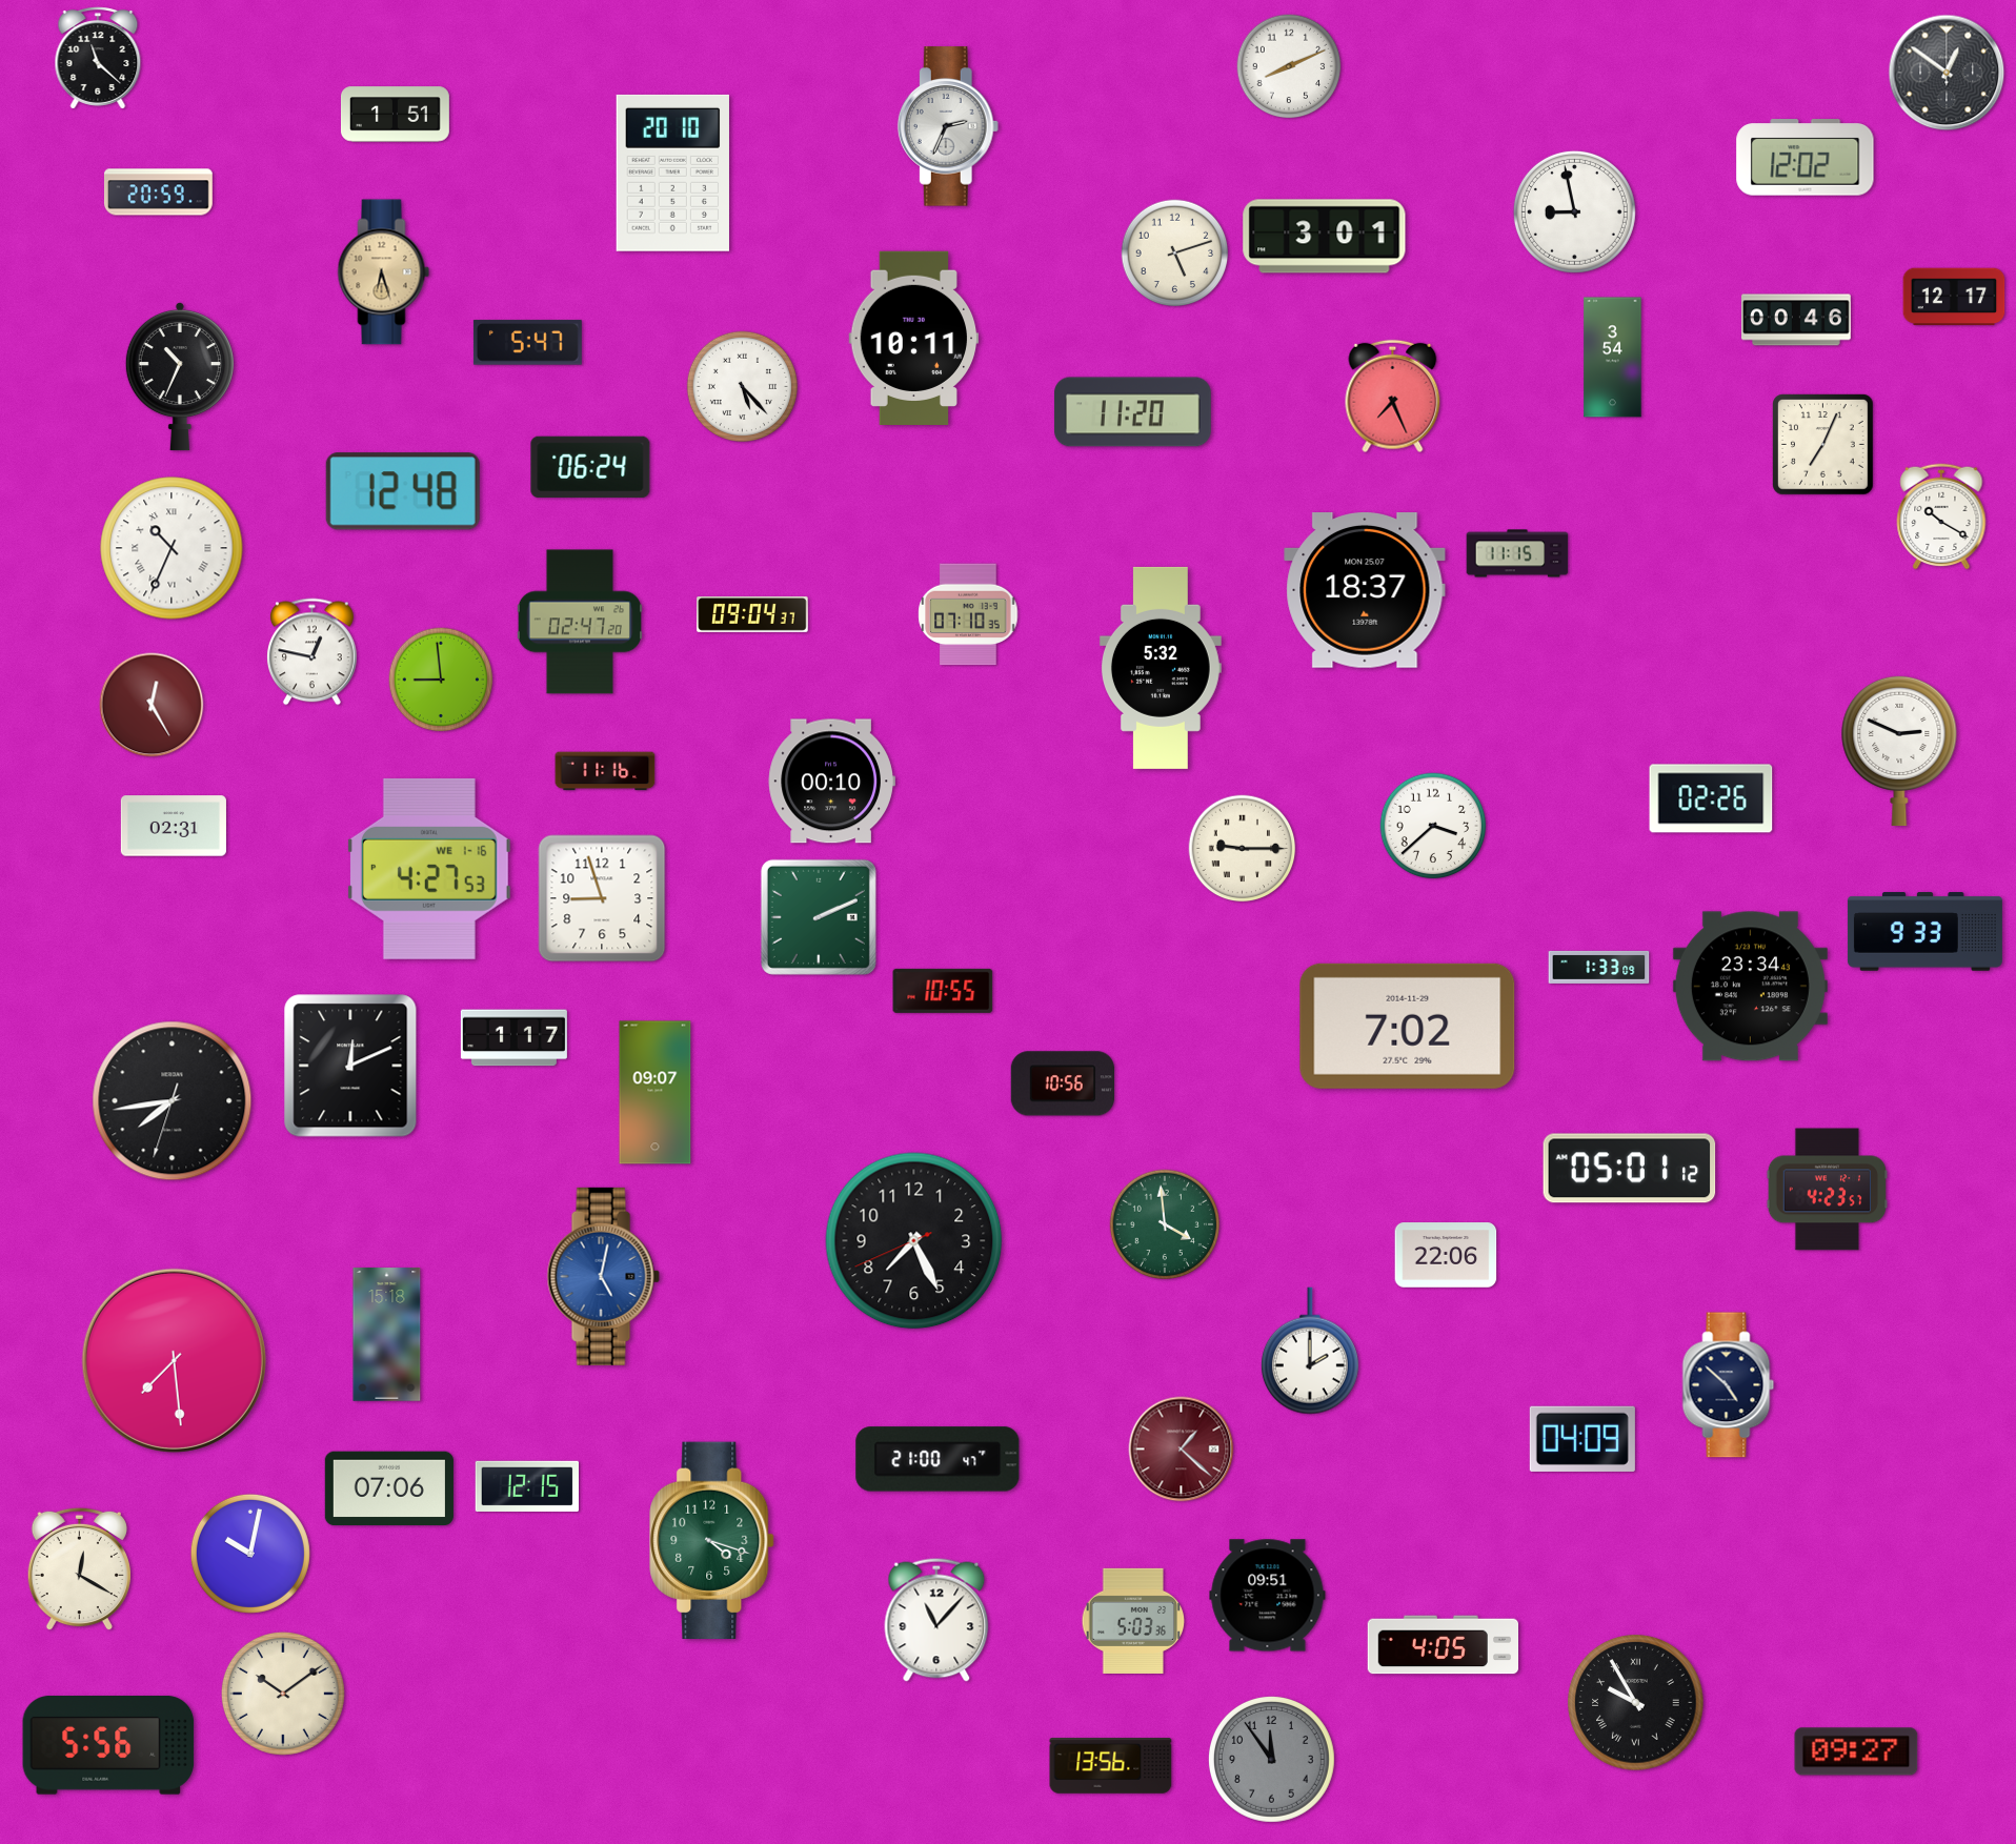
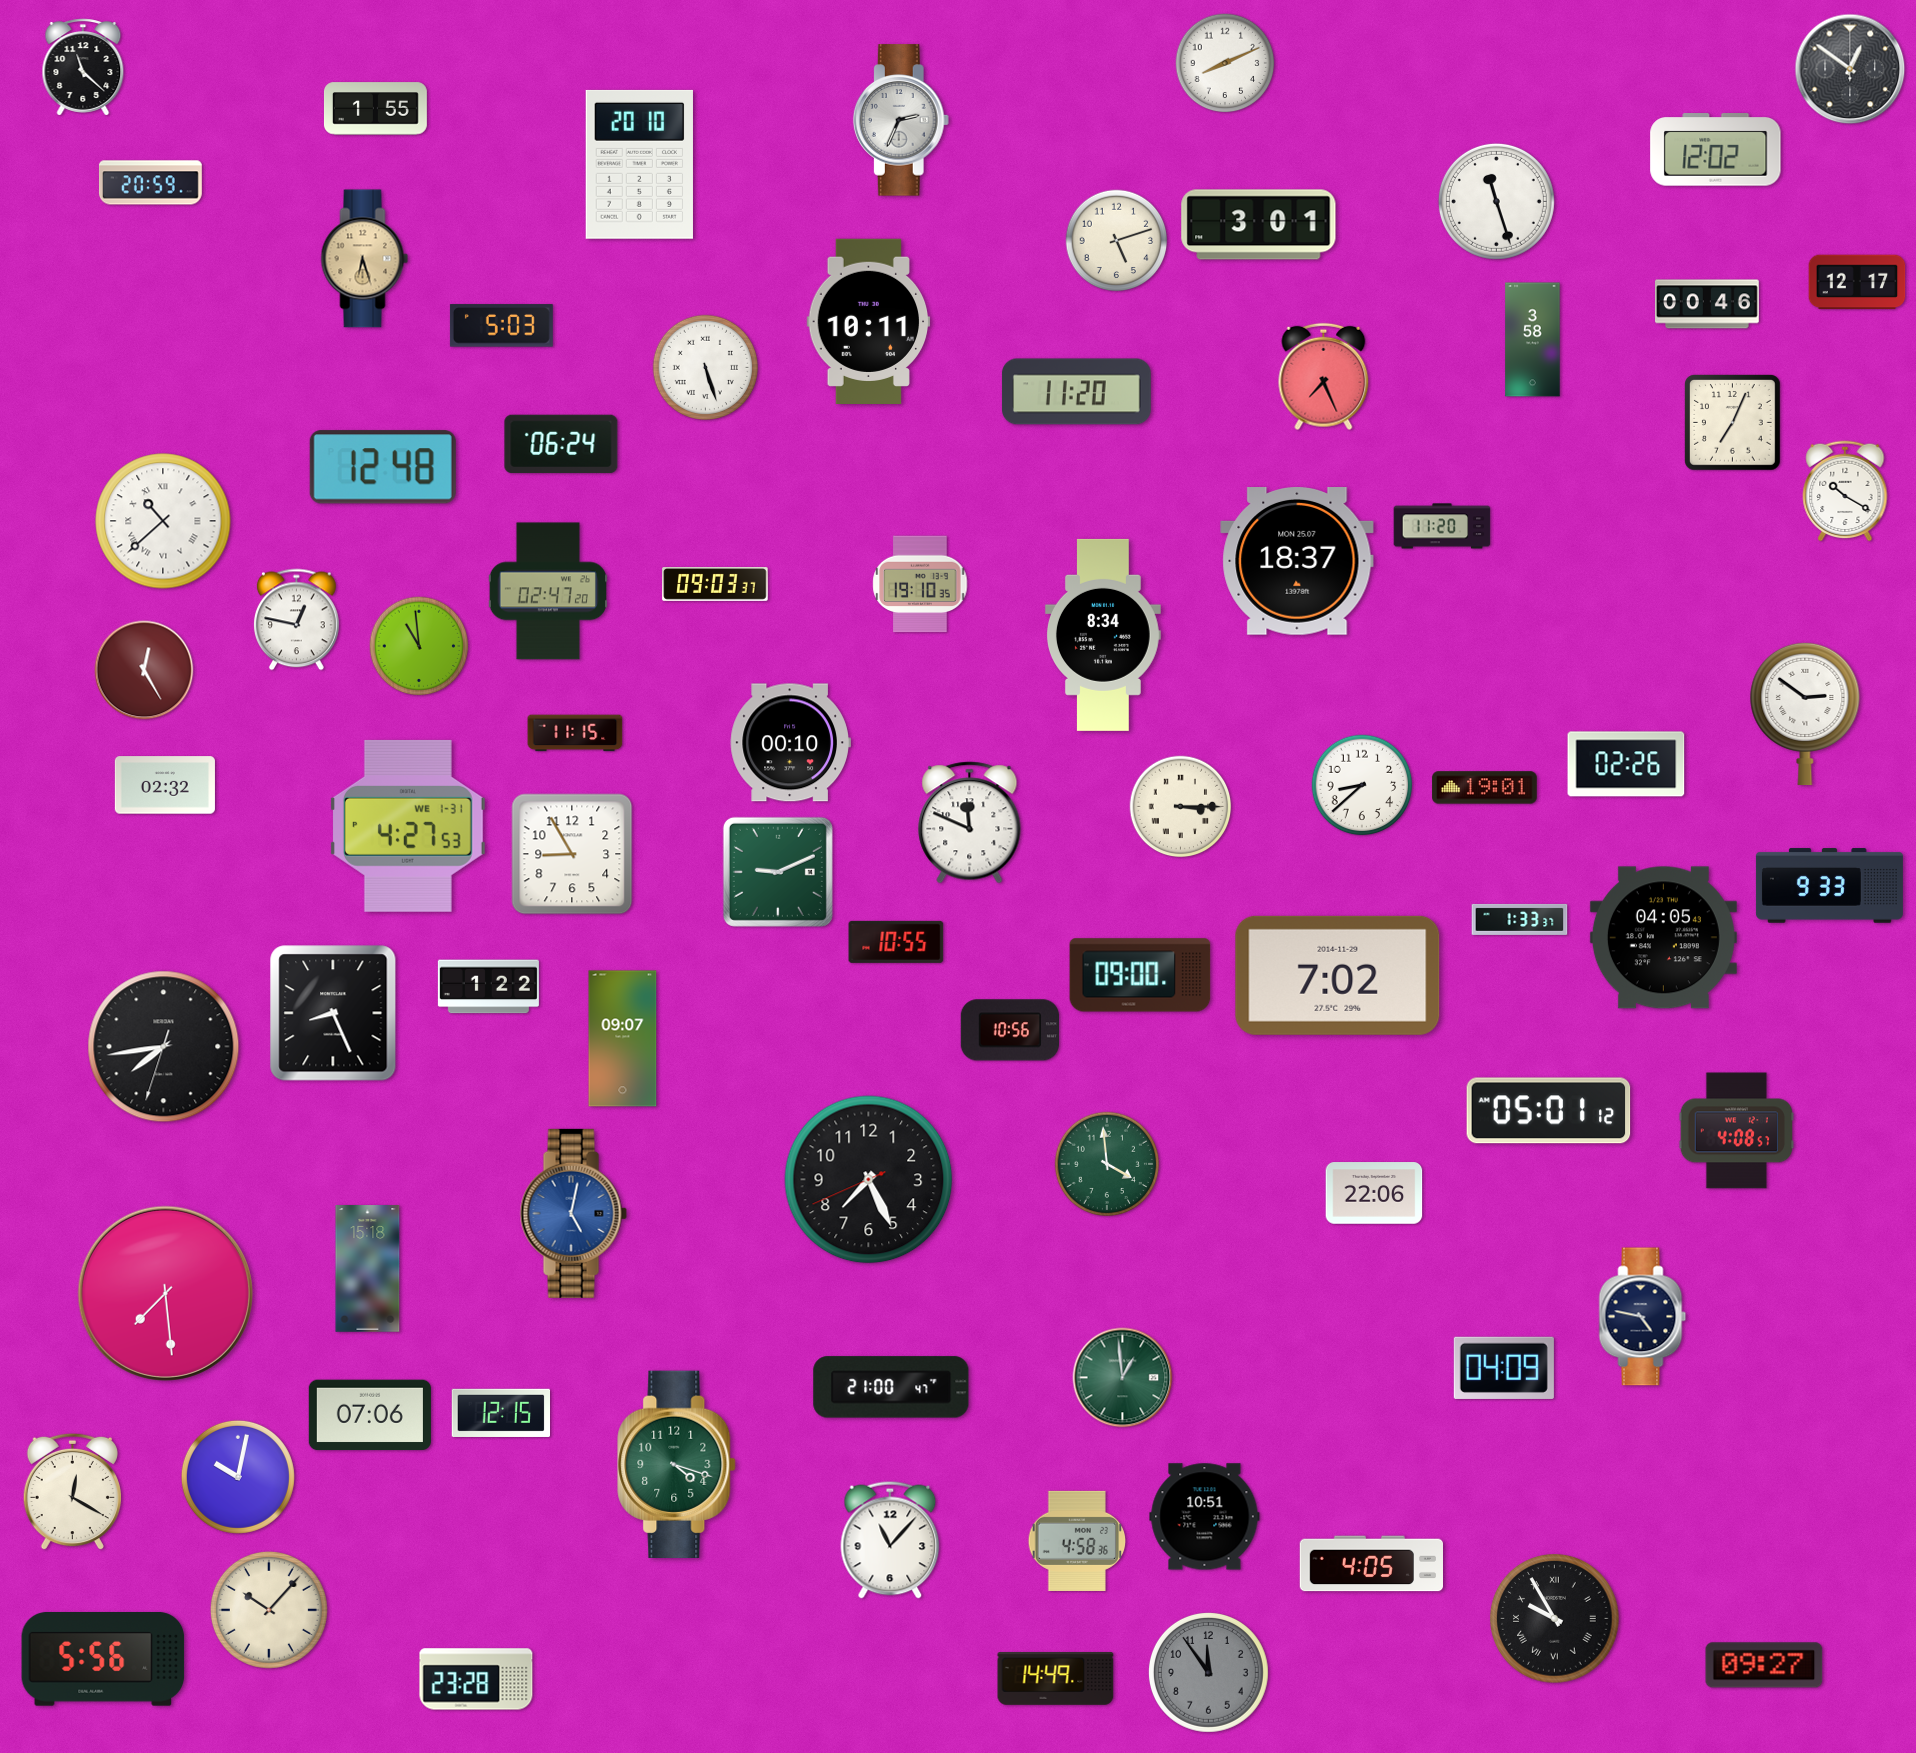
clock at (98, 58) position: (98, 58) -> (83, 67)
clock at (395, 115): 1:51 -> 1:55
clock at (1574, 211): 8:58 -> 11:27
clock at (527, 343): 5:47 -> 5:03
clock at (1613, 358): 3:54 -> 3:58
clock at (180, 377): 10:34 -> none
clock at (742, 386): 5:23 -> 5:27
clock at (172, 548): 10:34 -> 10:38
clock at (1517, 553): 11:15 -> 11:20
clock at (968, 614): 07:10 -> 19:10
clock at (752, 615): 09:04 -> 09:03
clock at (579, 622) position: (579, 622) -> (547, 591)
clock at (1161, 668): 5:32 -> 8:34
clock at (441, 680): 8:59 -> 10:59
clock at (1899, 751): 2:49 -> 2:51
clock at (605, 771): 11:16 -> 11:15
clock at (1711, 798) position: (1711, 798) -> (1626, 764)
clock at (174, 826): 02:31 -> 02:32
clock at (1433, 826): 3:38 -> 8:38
clock at (1485, 788): none -> 19:01
clock at (1243, 849): 9:15 -> 3:15
clock at (970, 823): none -> 11:49
clock at (429, 869) date: WE 1-16 -> WE 1-31
clock at (602, 898): 8:57 -> 8:55
clock at (819, 917): 2:11 -> 9:11
clock at (1599, 967): 1:33:09 -> 1:33:37
clock at (1750, 987): 23:34 -> 04:05
clock at (1140, 975): none -> 09:00
clock at (513, 1038): 1:17 -> 1:22
clock at (350, 1066): 12:11 -> 8:26
clock at (1827, 1190): 4:23 -> 4:08
clock at (1310, 1351): 2:00 -> none
clock at (1729, 1385): 4:52 -> 4:47
clock at (1182, 1450): 1:22 -> 12:59
clock at (1182, 1450) dial: burgundy -> green
clock at (79, 1569) position: (79, 1569) -> (72, 1492)
clock at (1268, 1596): 09:51 -> 10:51
clock at (1133, 1621): 5:03 -> 4:58
clock at (283, 1694): 10:09 -> 10:07
clock at (476, 1679): none -> 23:28
clock at (1111, 1766): 13:56 -> 14:49
